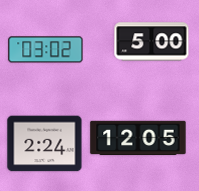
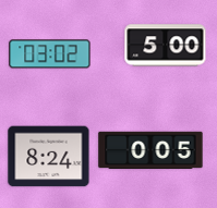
clock at (138, 138): 12:05 -> 0:05
clock at (45, 144): 2:24 -> 8:24
